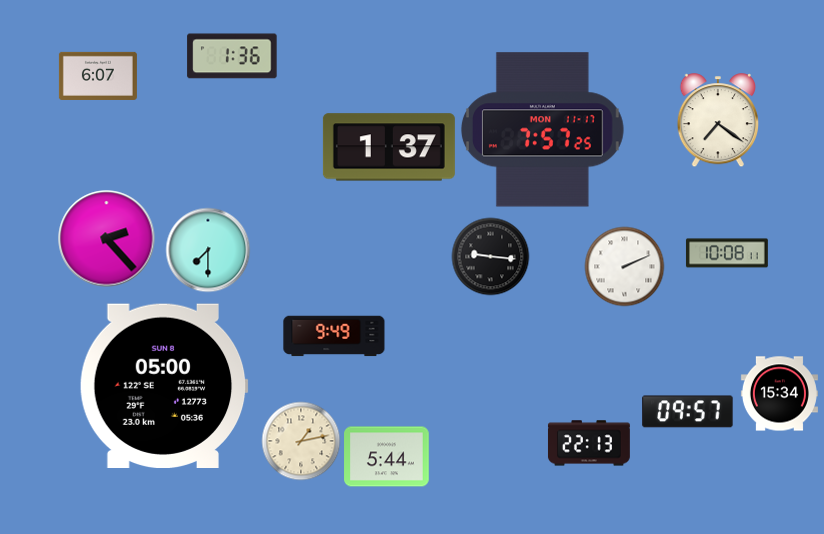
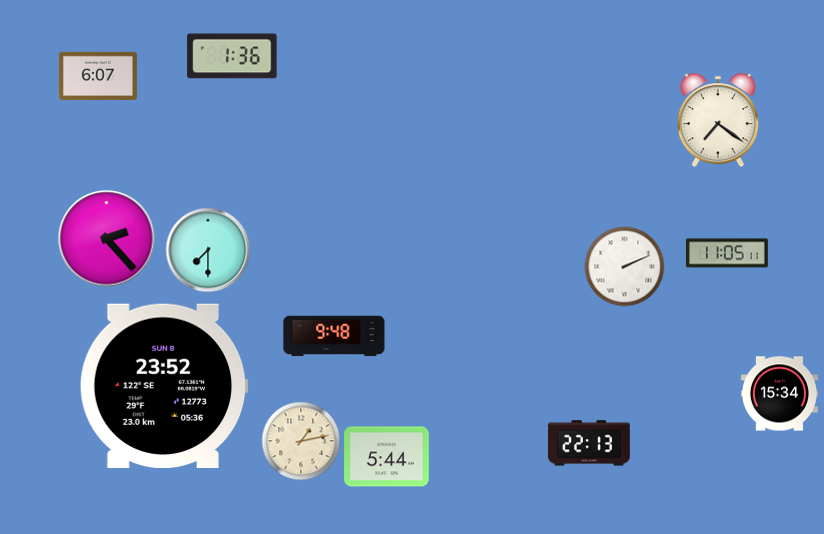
clock at (542, 130): 7:57 -> none
clock at (389, 147): 1:37 -> none
clock at (727, 253): 10:08 -> 11:05
clock at (490, 256): 9:16 -> none
clock at (334, 336): 9:49 -> 9:48
clock at (164, 385): 05:00 -> 23:52
clock at (688, 412): 09:57 -> none
